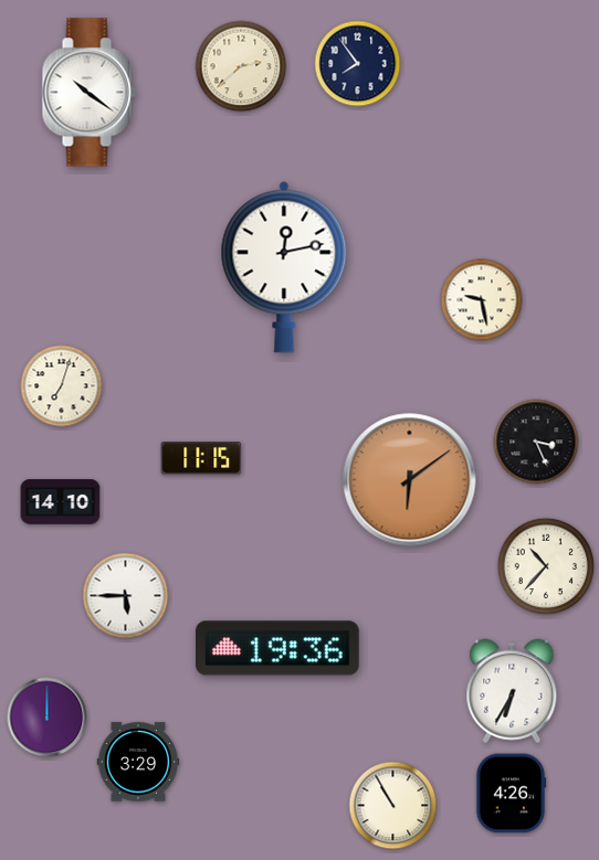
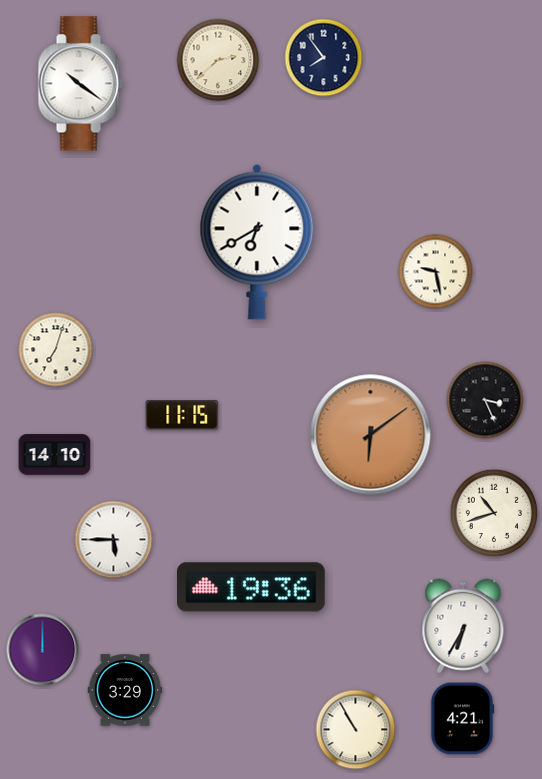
clock at (284, 267): 12:13 -> 6:40
clock at (546, 566): 10:37 -> 10:42
clock at (511, 794): 4:26 -> 4:21
